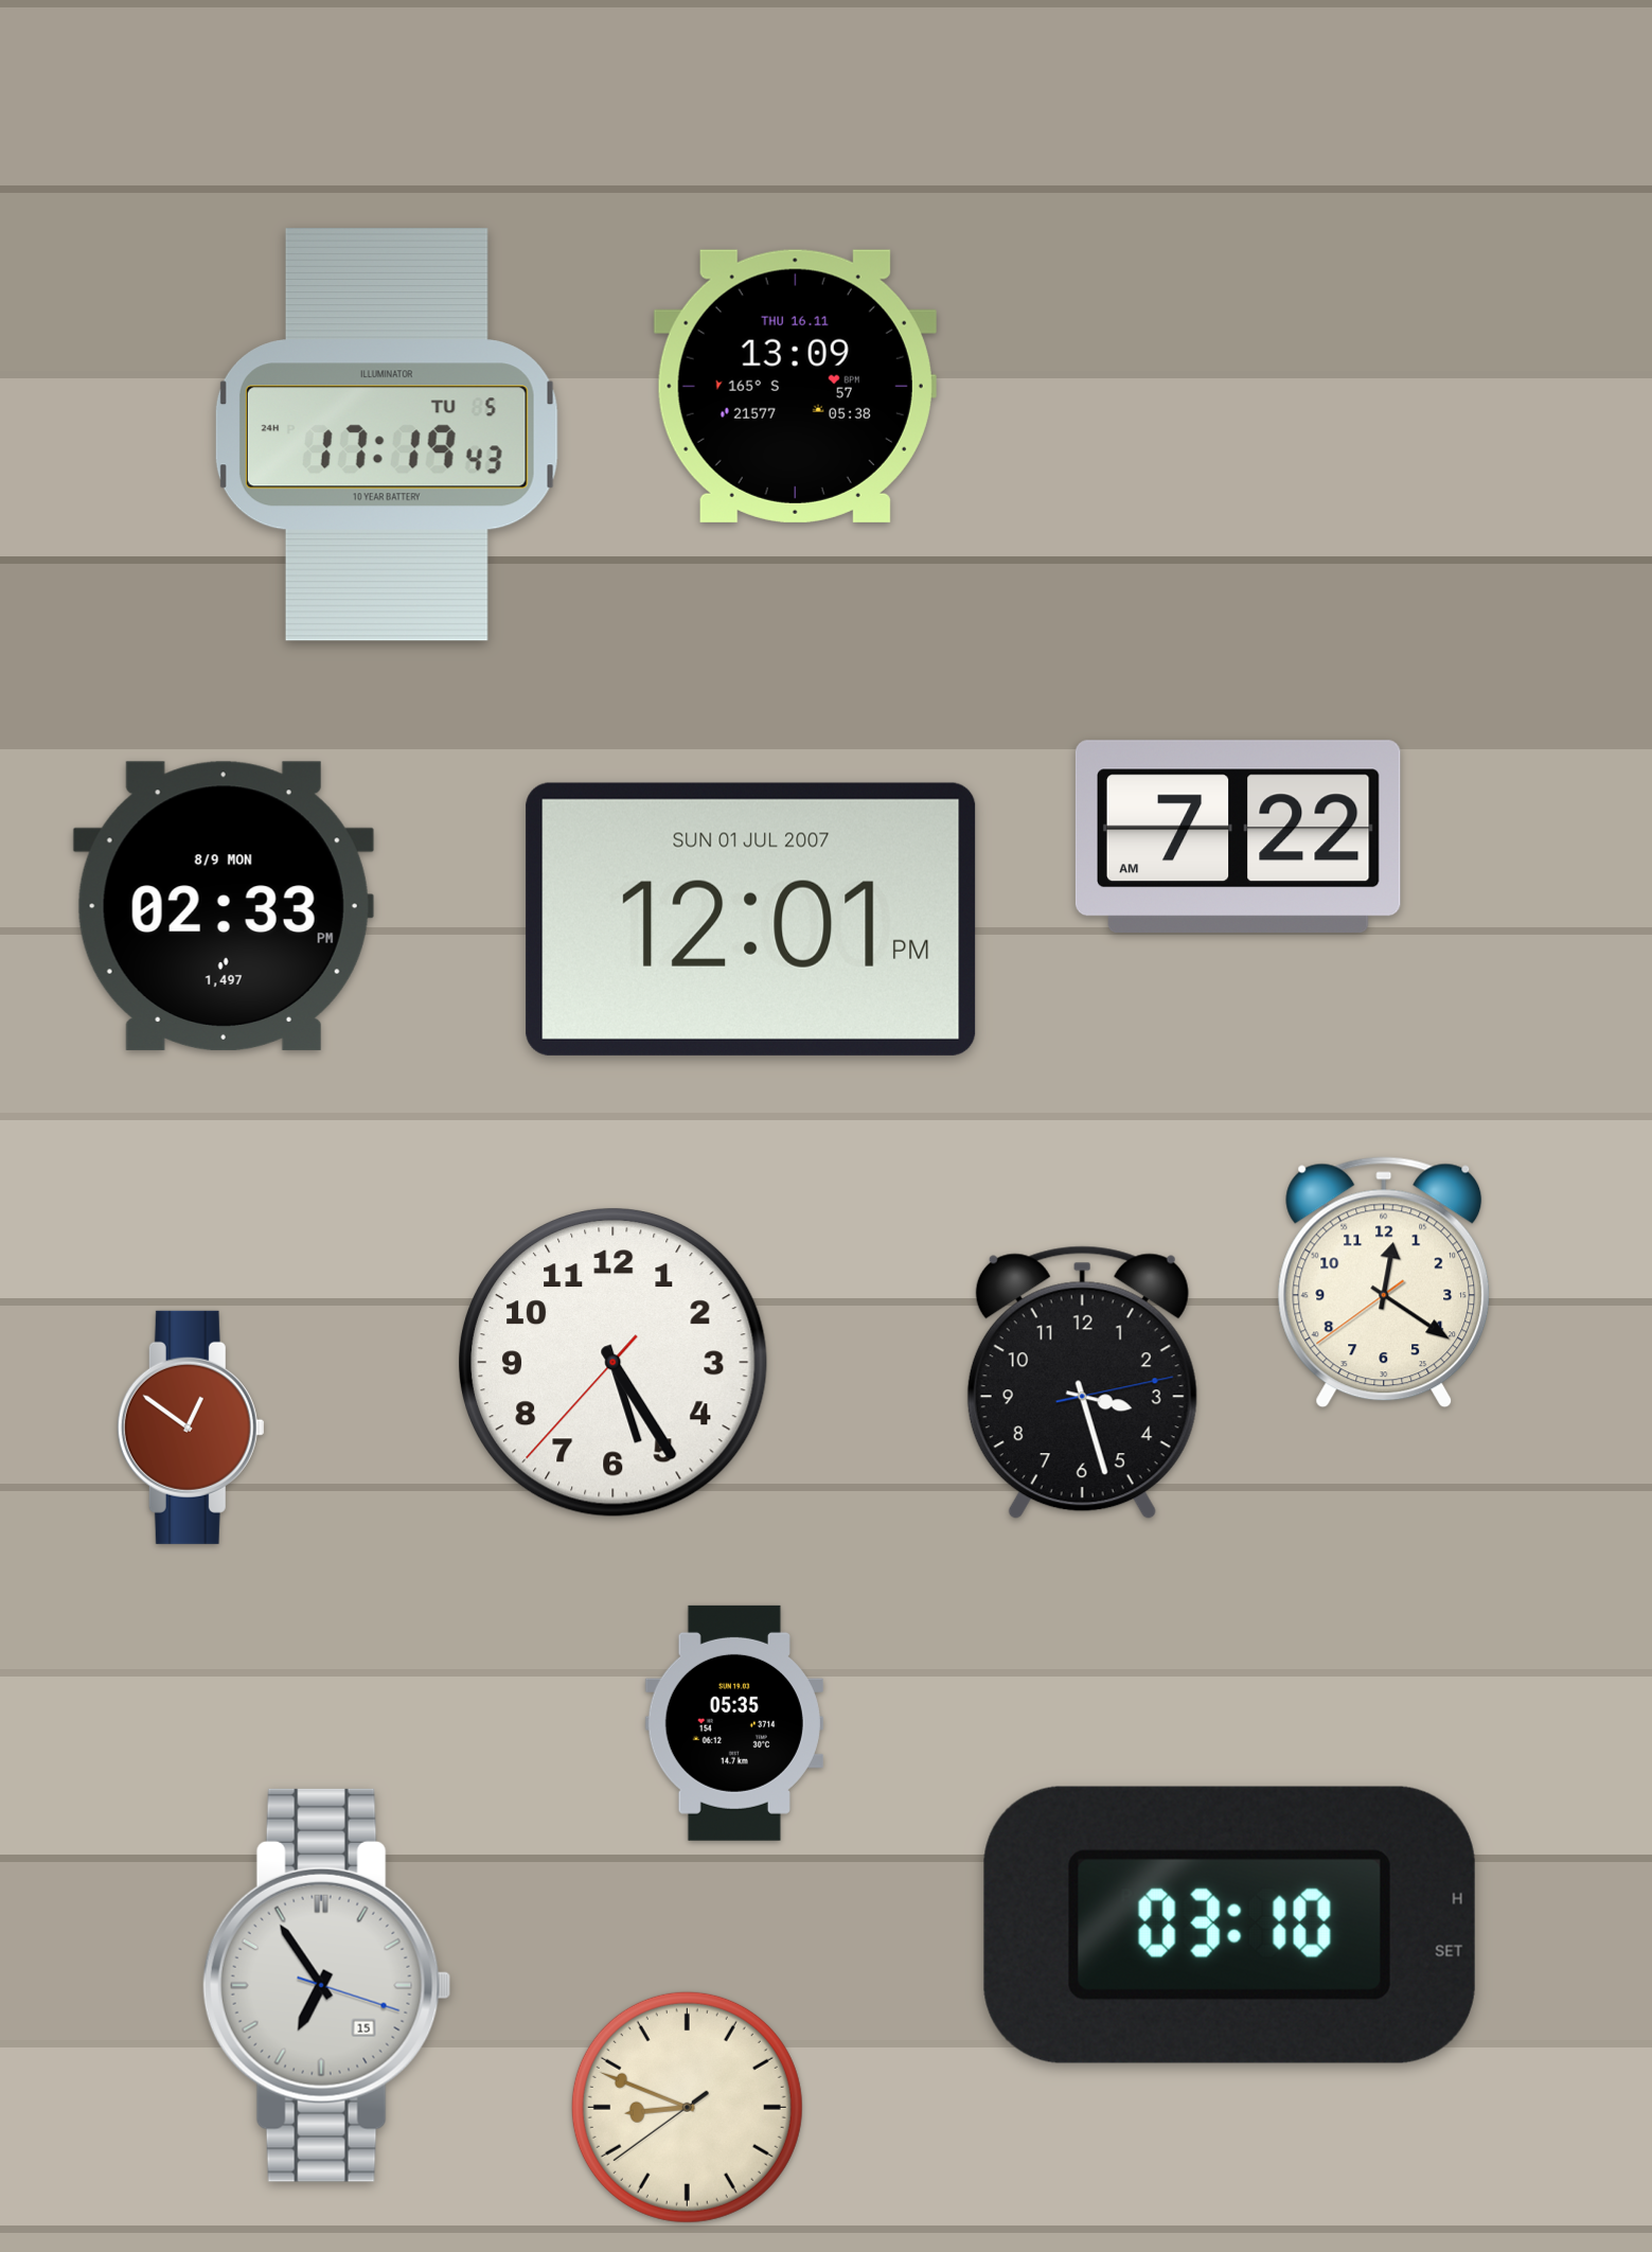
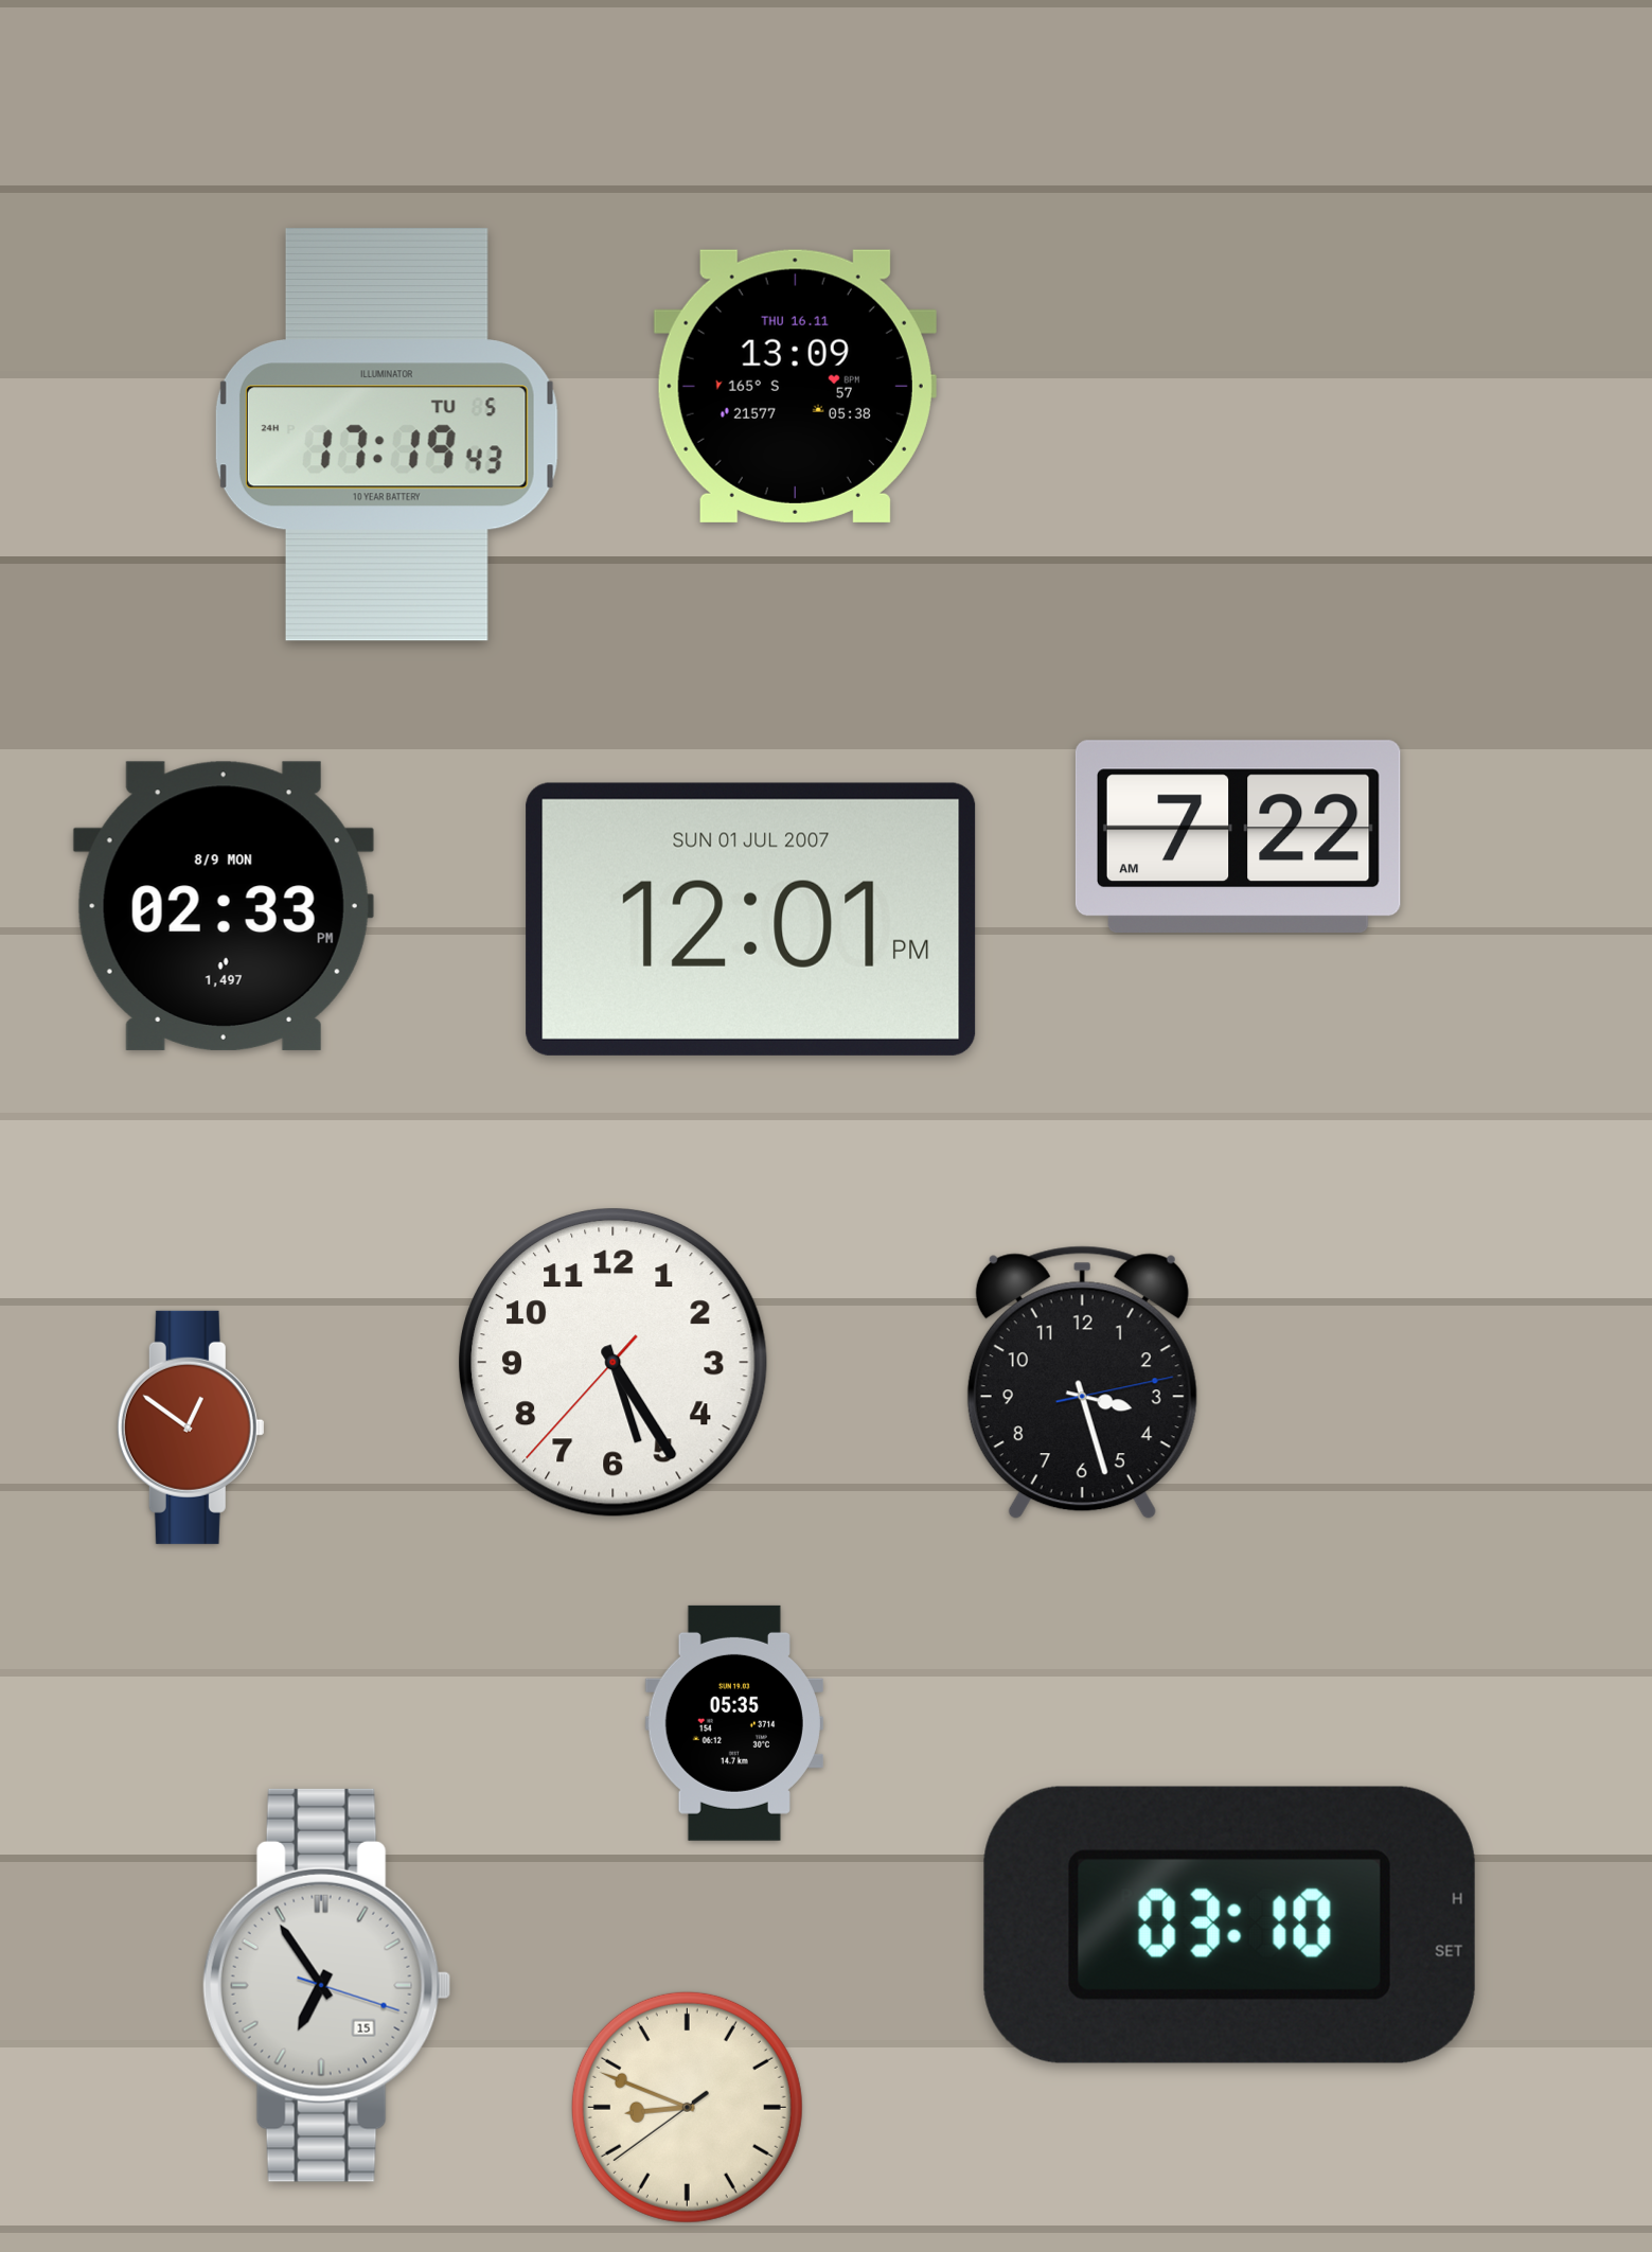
clock at (1384, 1282): 12:20 -> none
